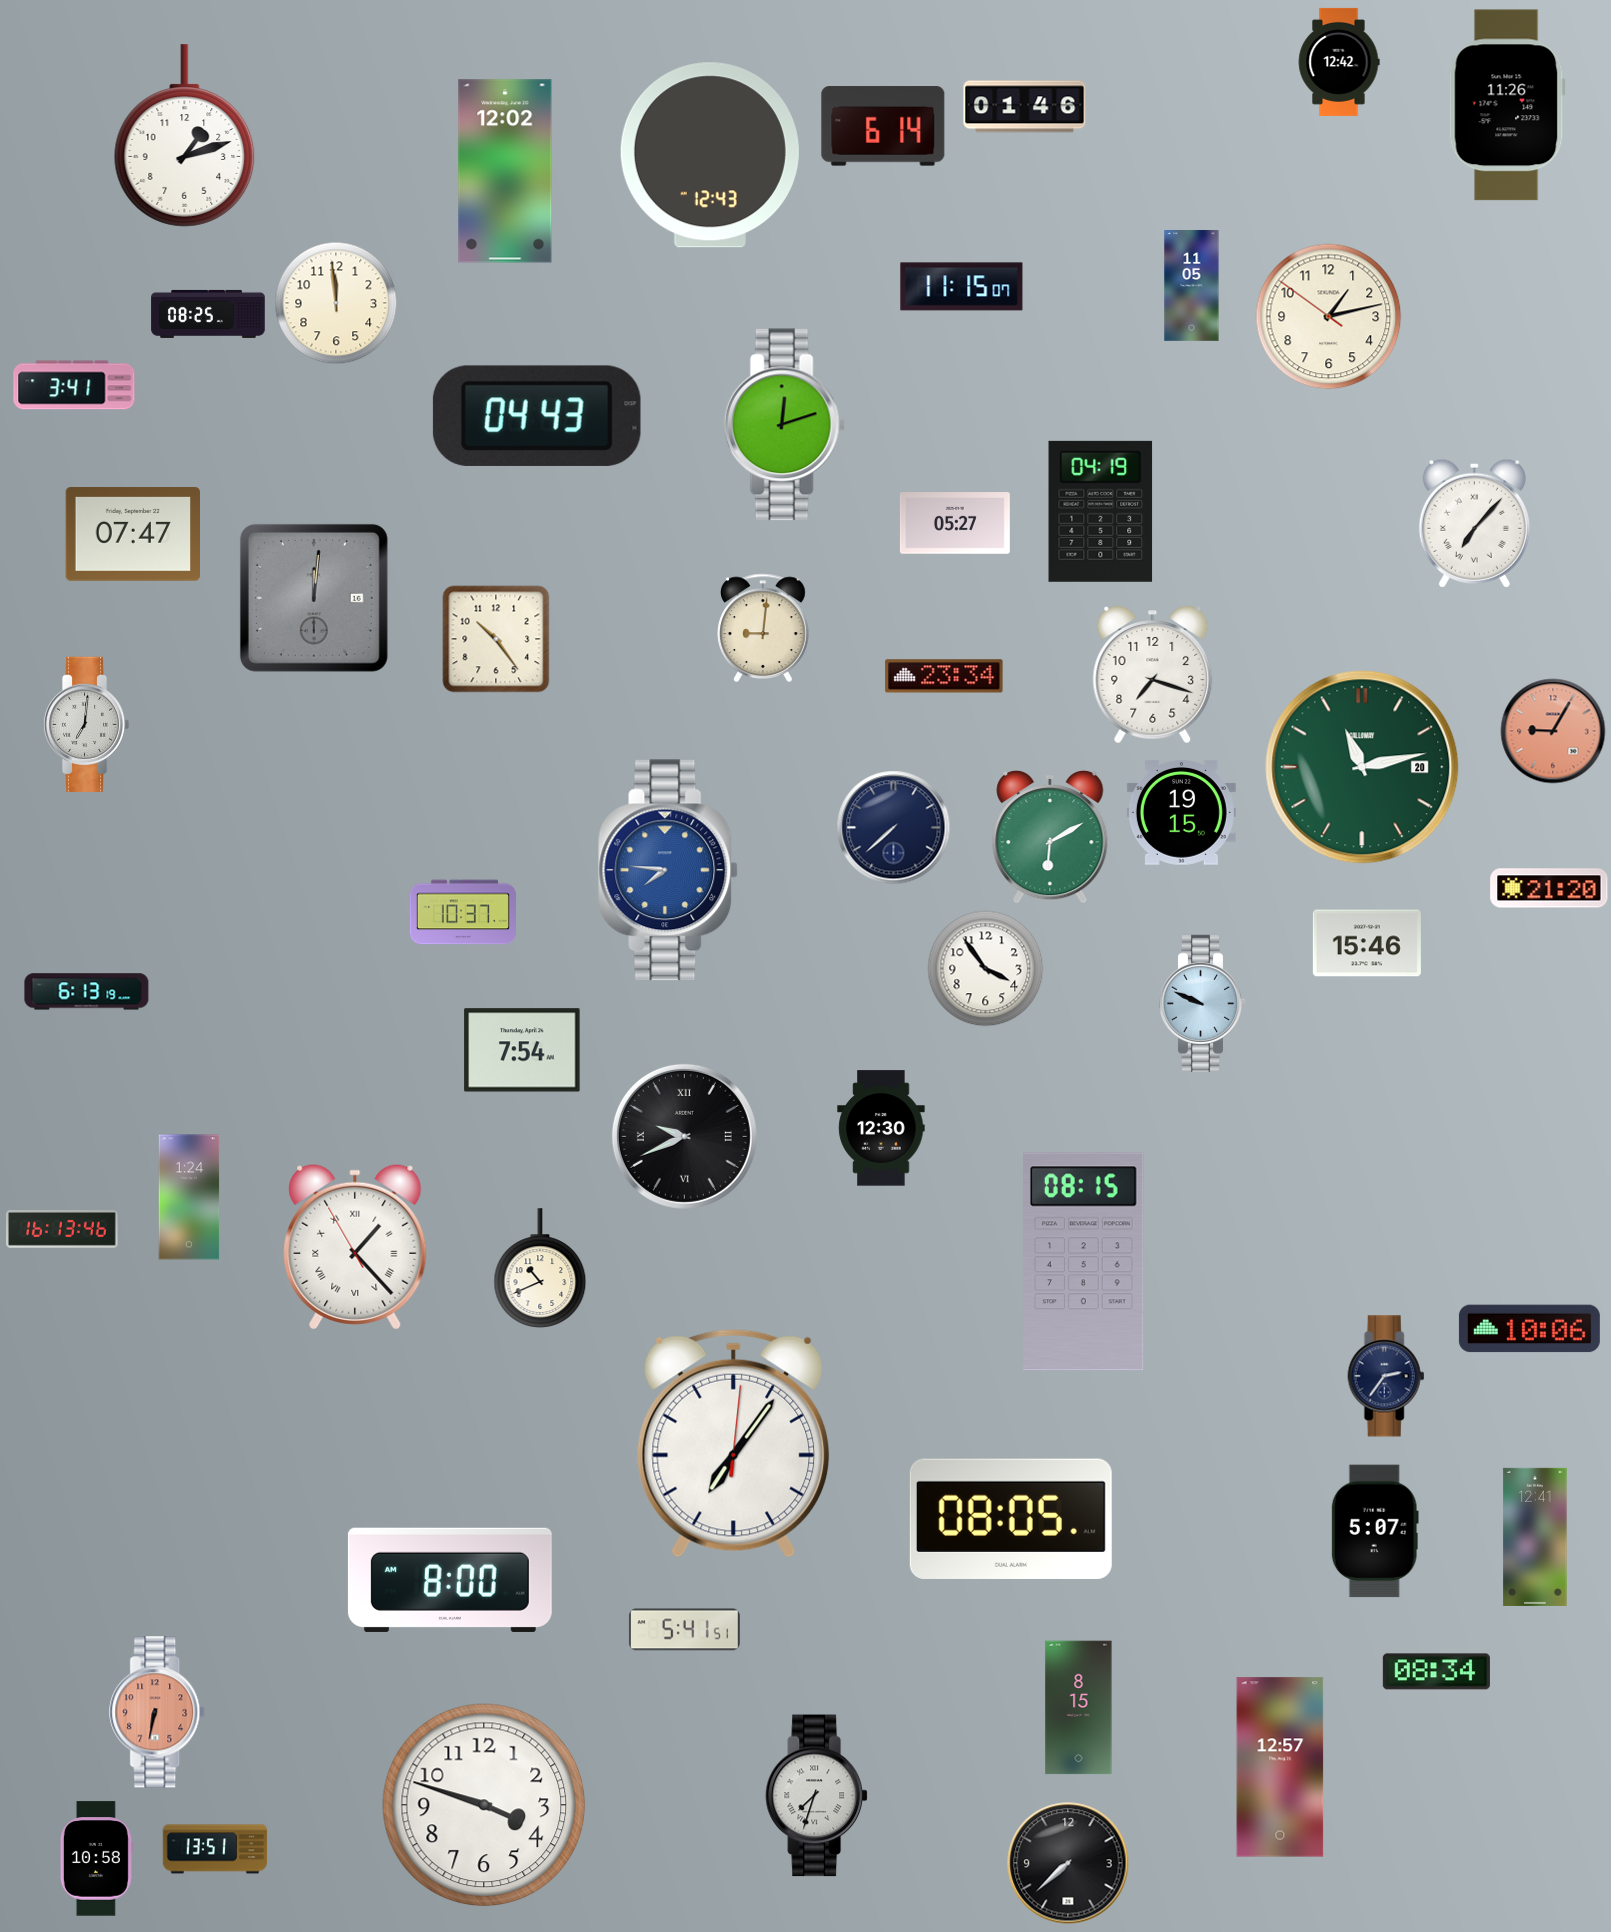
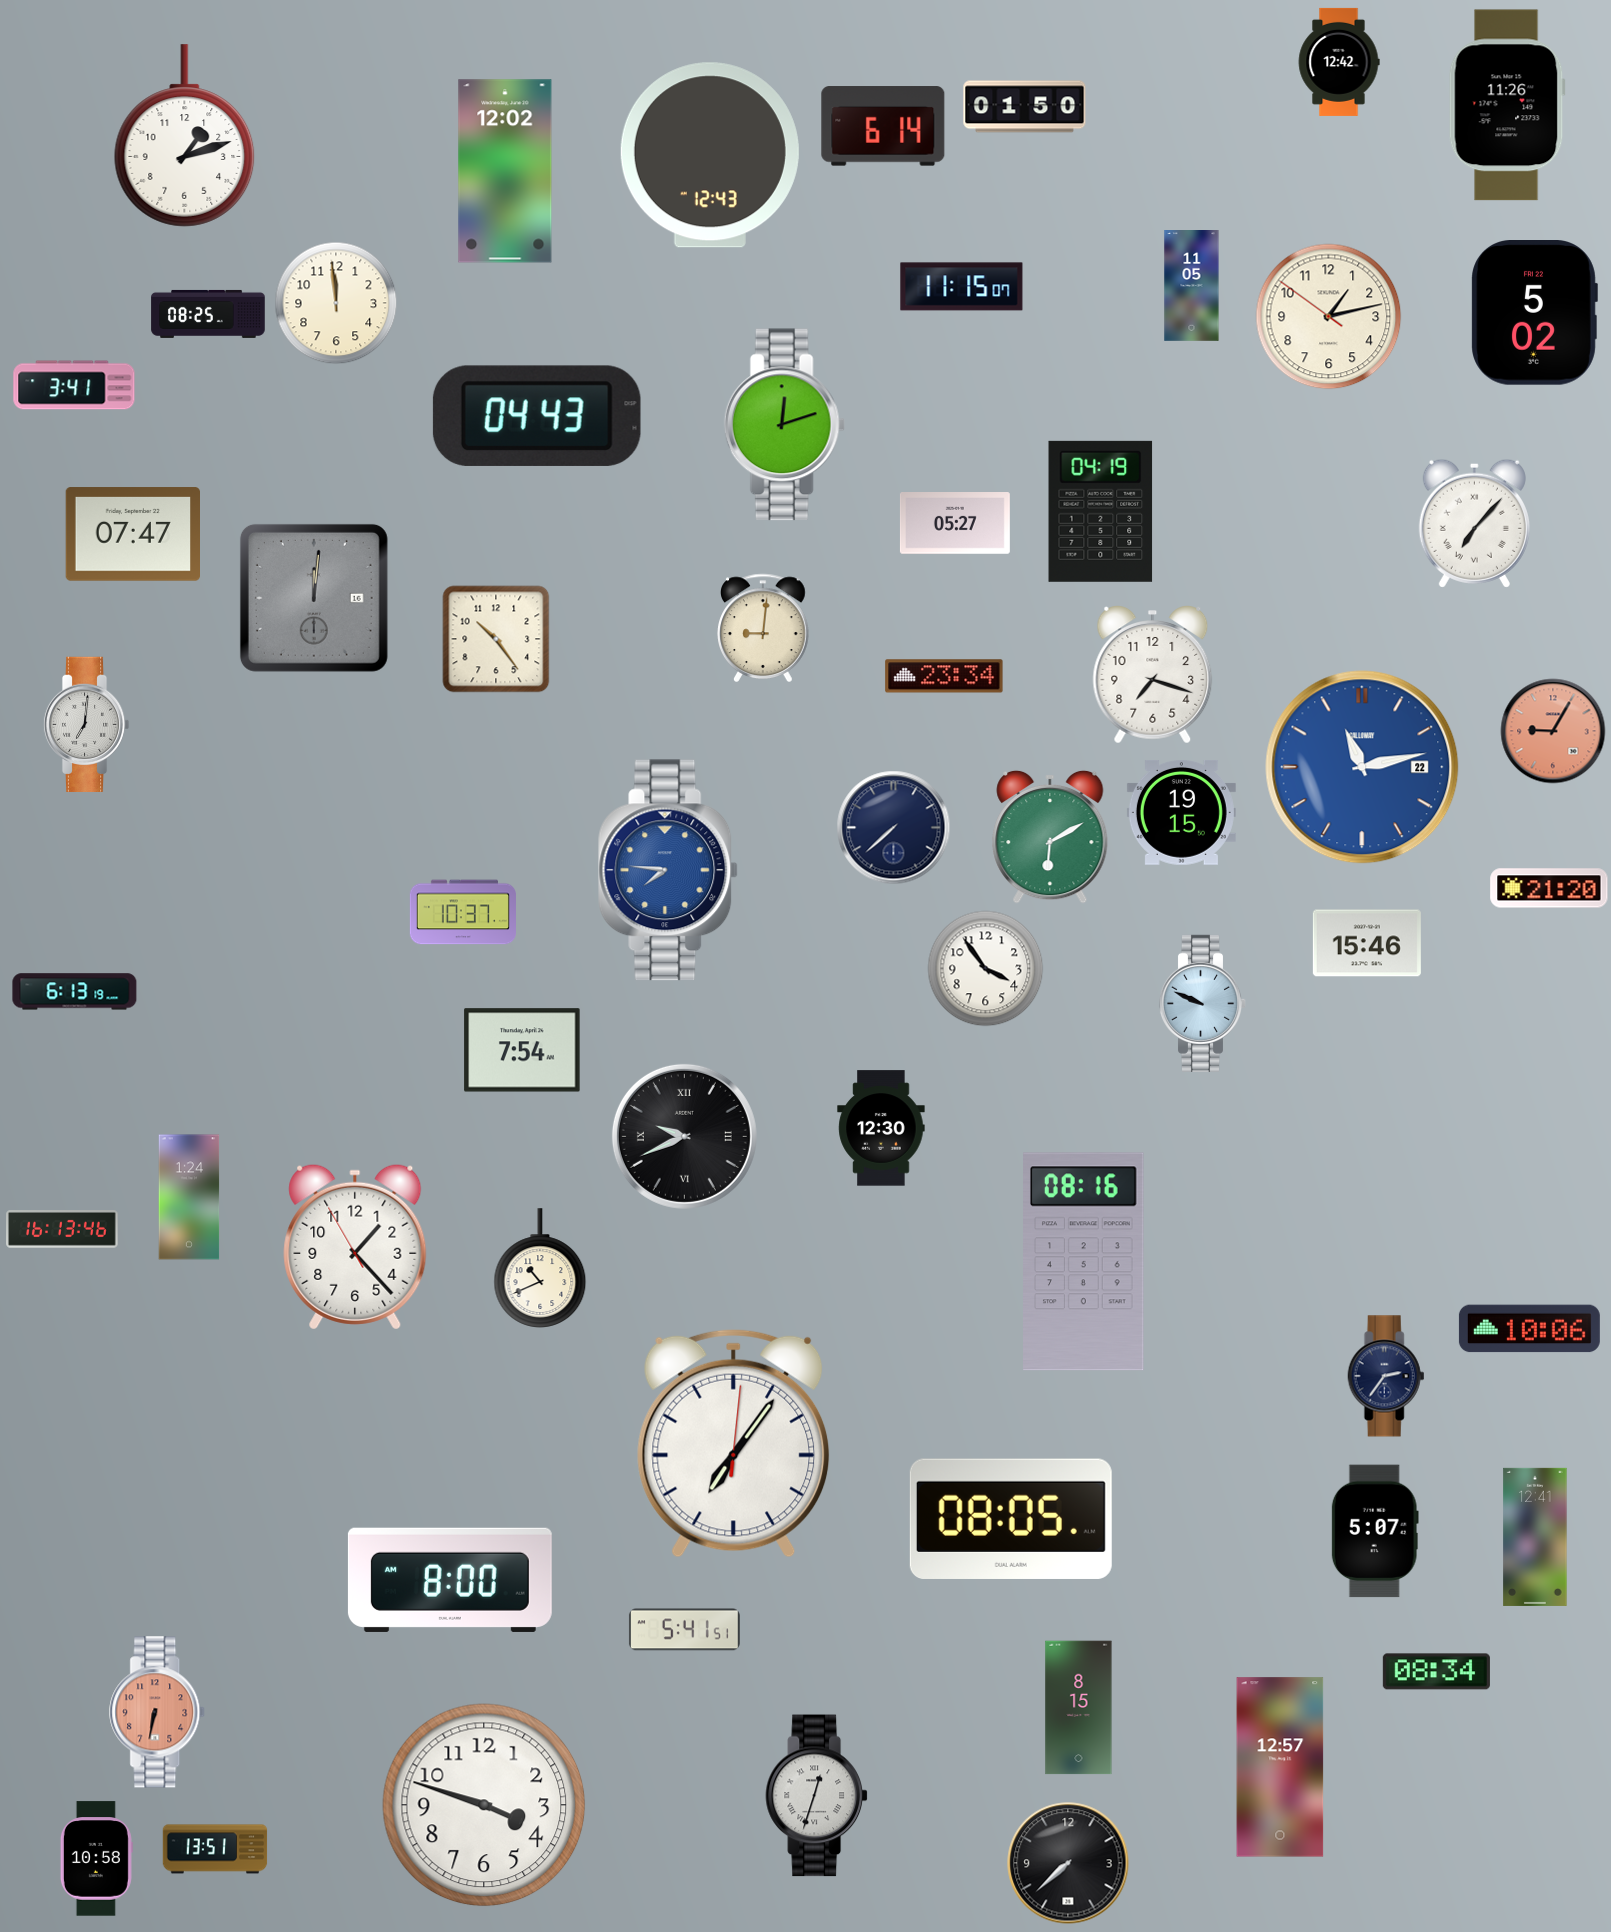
clock at (1025, 107): 01:46 -> 01:50
clock at (1534, 313): none -> 5:02
clock at (1362, 767) date: 20 -> 22
clock at (1362, 767) dial: green -> blue
clock at (87, 992) position: (87, 992) -> (75, 992)
clock at (355, 1247) numerals: Roman -> Arabic
clock at (1084, 1262): 08:15 -> 08:16
clock at (816, 1796): 7:33 -> 12:33
